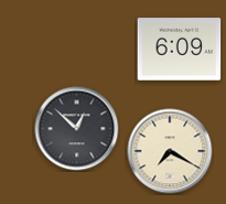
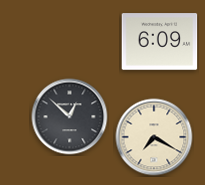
clock at (180, 50) position: (180, 50) -> (160, 42)
